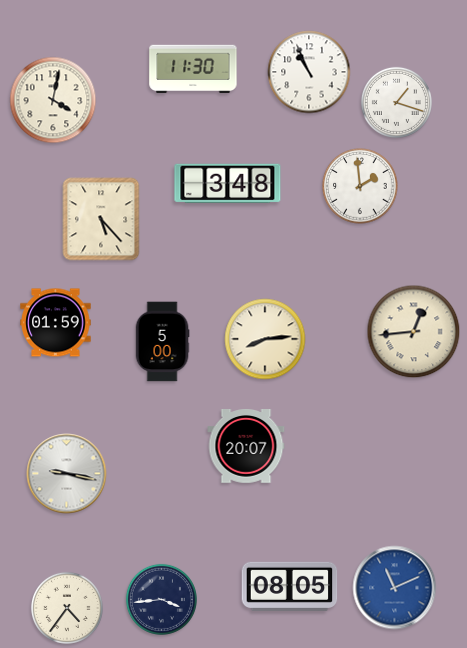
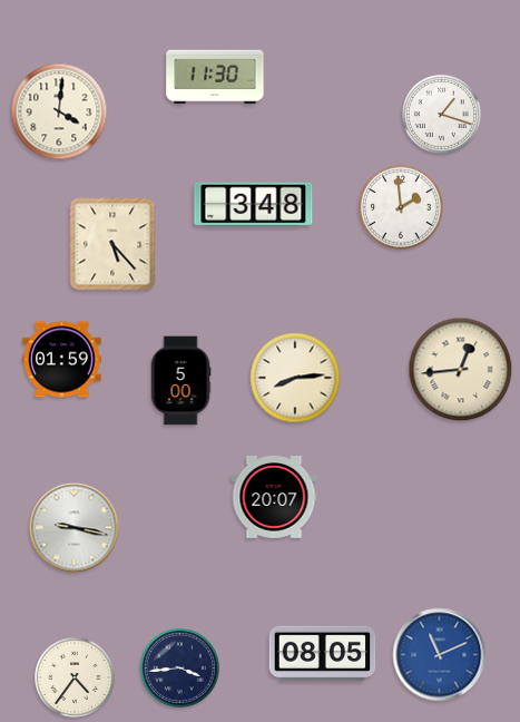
clock at (309, 72): 10:56 -> none
clock at (53, 100): 4:02 -> 4:01
